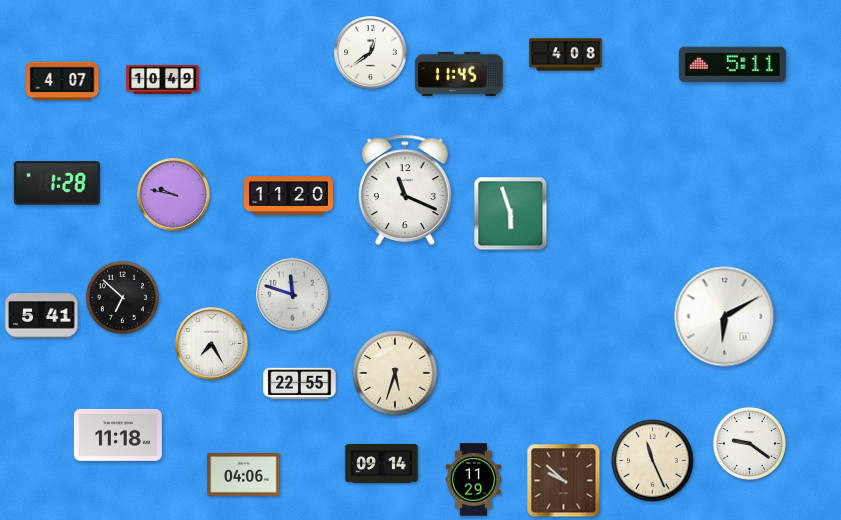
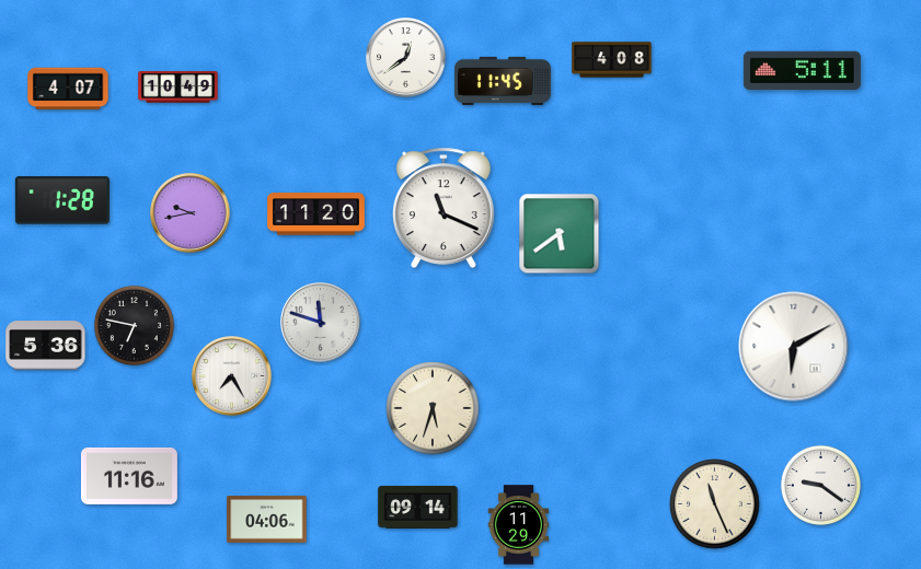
clock at (566, 55) position: (566, 55) -> (612, 60)
clock at (174, 195): 9:47 -> 9:43
clock at (511, 214): 5:57 -> 5:39
clock at (122, 297): 6:52 -> 6:47
clock at (42, 316): 5:41 -> 5:36
clock at (300, 384): 22:55 -> none
clock at (118, 435): 11:18 -> 11:16
clock at (564, 481): 9:52 -> none
